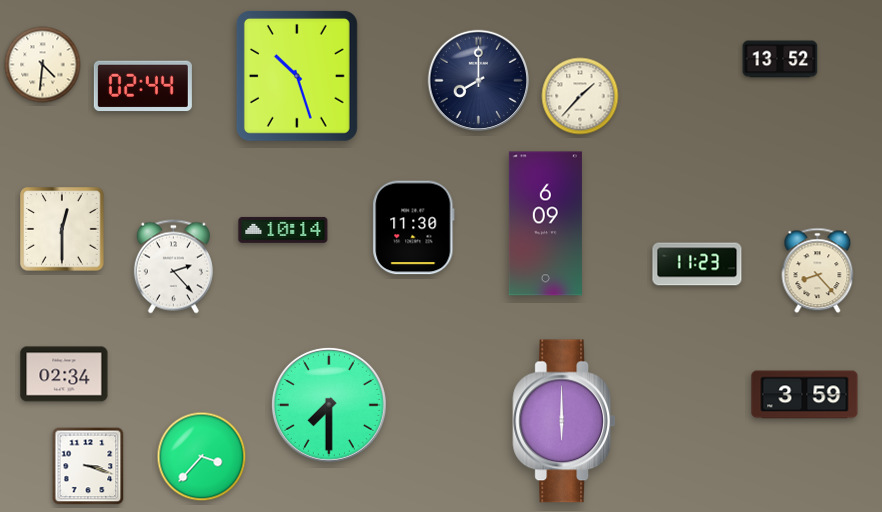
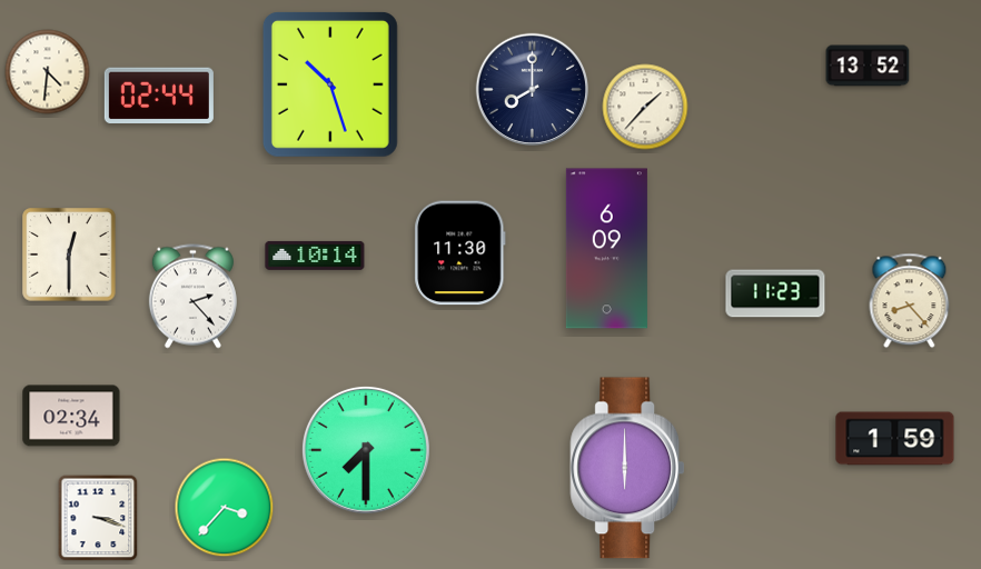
clock at (805, 395): 3:59 -> 1:59
